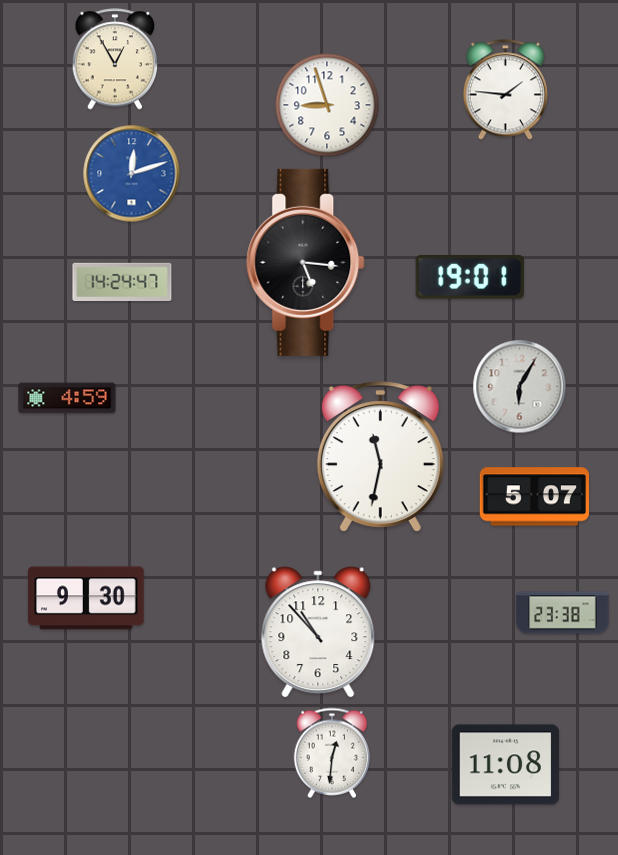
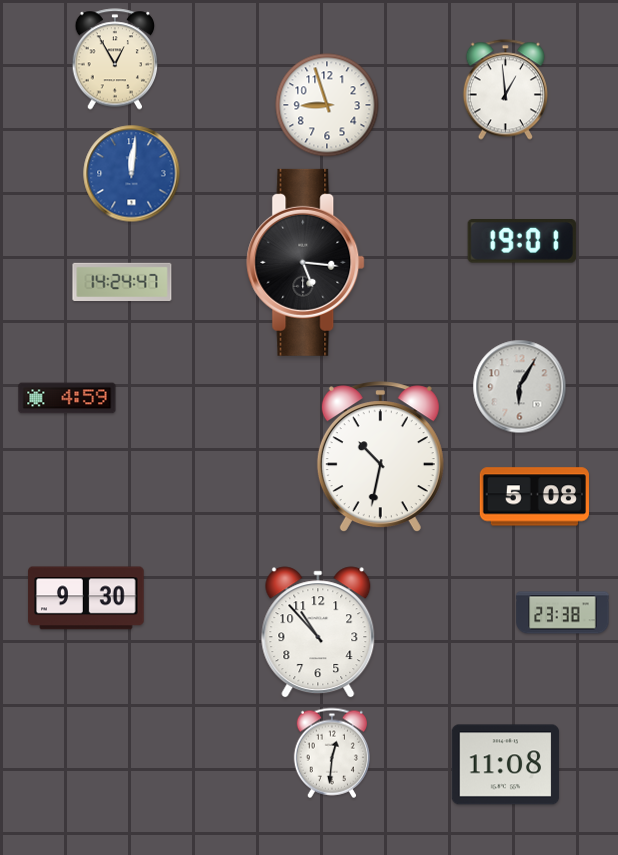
clock at (505, 90): 1:46 -> 12:59
clock at (132, 174): 12:12 -> 12:01
clock at (470, 278) position: (470, 278) -> (522, 242)
clock at (380, 457): 11:32 -> 10:32
clock at (534, 497): 5:07 -> 5:08
